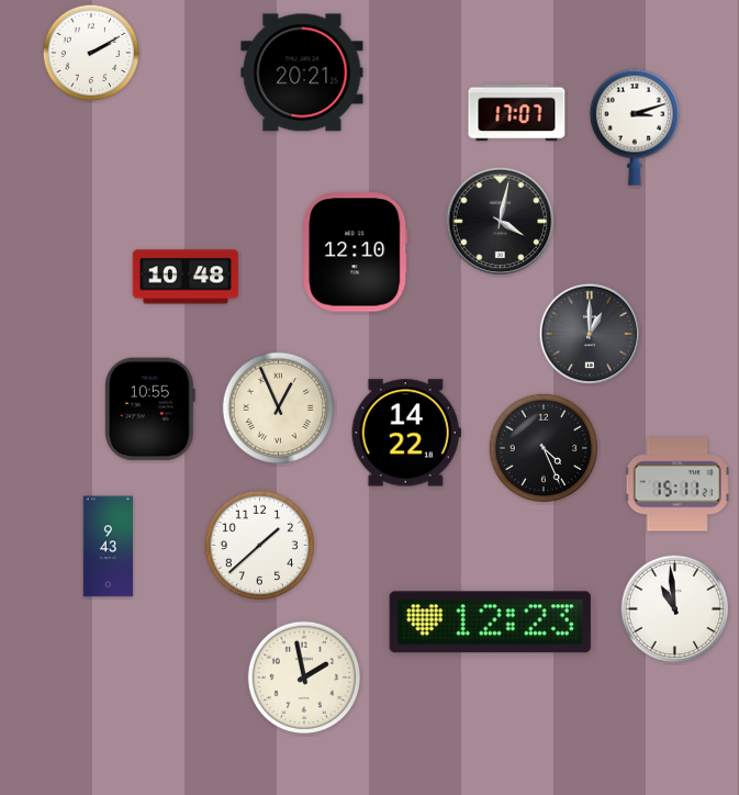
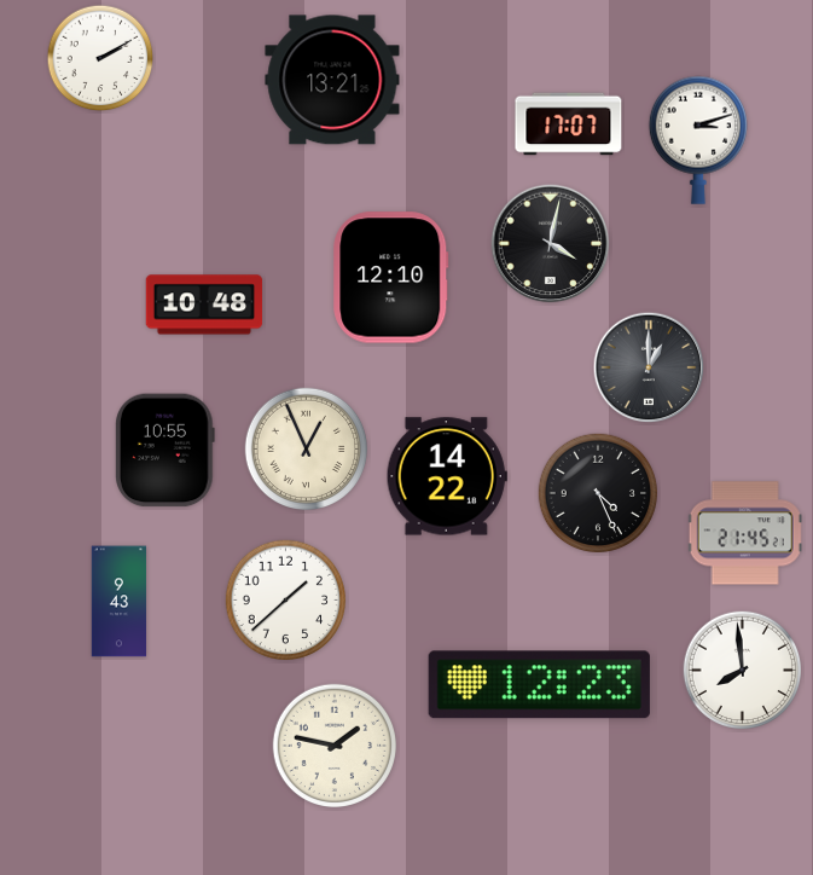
clock at (302, 72): 20:21 -> 13:21
clock at (678, 484): 15:11 -> 21:45
clock at (675, 609): 10:59 -> 7:59
clock at (303, 676): 1:58 -> 1:47
